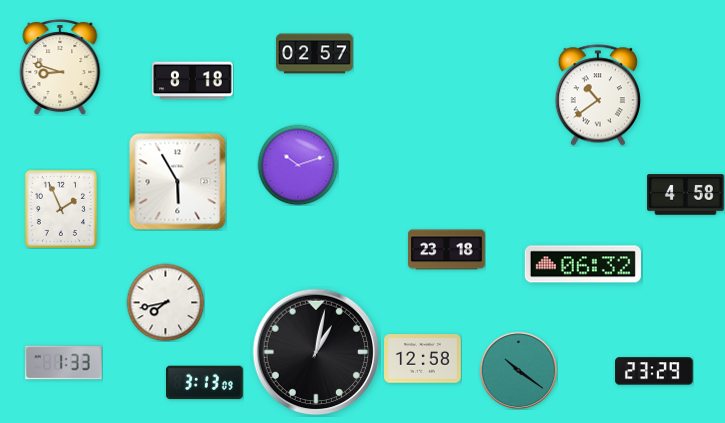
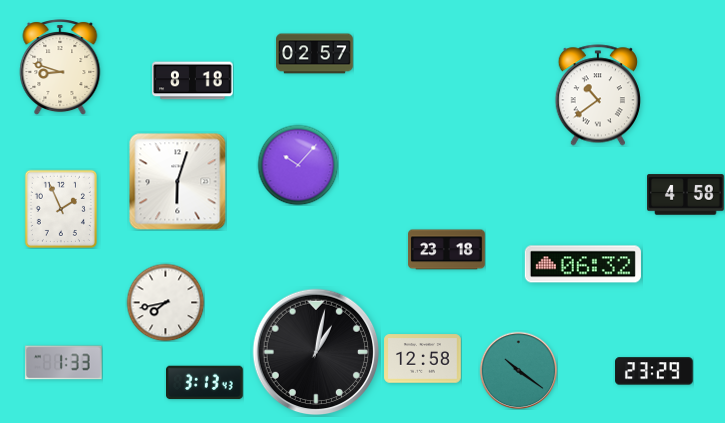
clock at (298, 165): 10:12 -> 10:07
clock at (178, 182): 5:55 -> 6:03
clock at (205, 383): 3:13:09 -> 3:13:43
